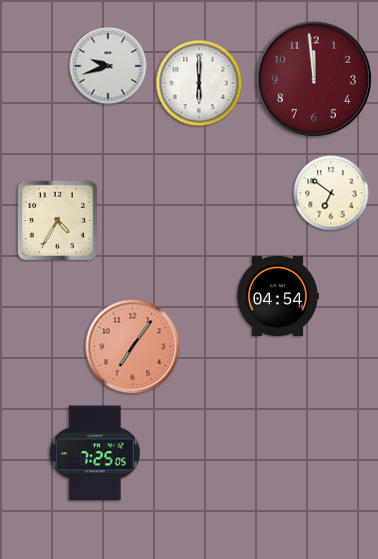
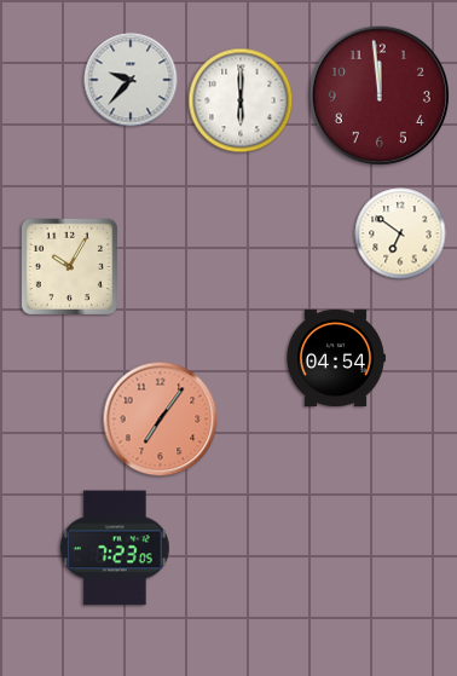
clock at (108, 66): 9:42 -> 9:37
clock at (57, 220): 4:35 -> 10:05
clock at (95, 453): 7:25 -> 7:23
